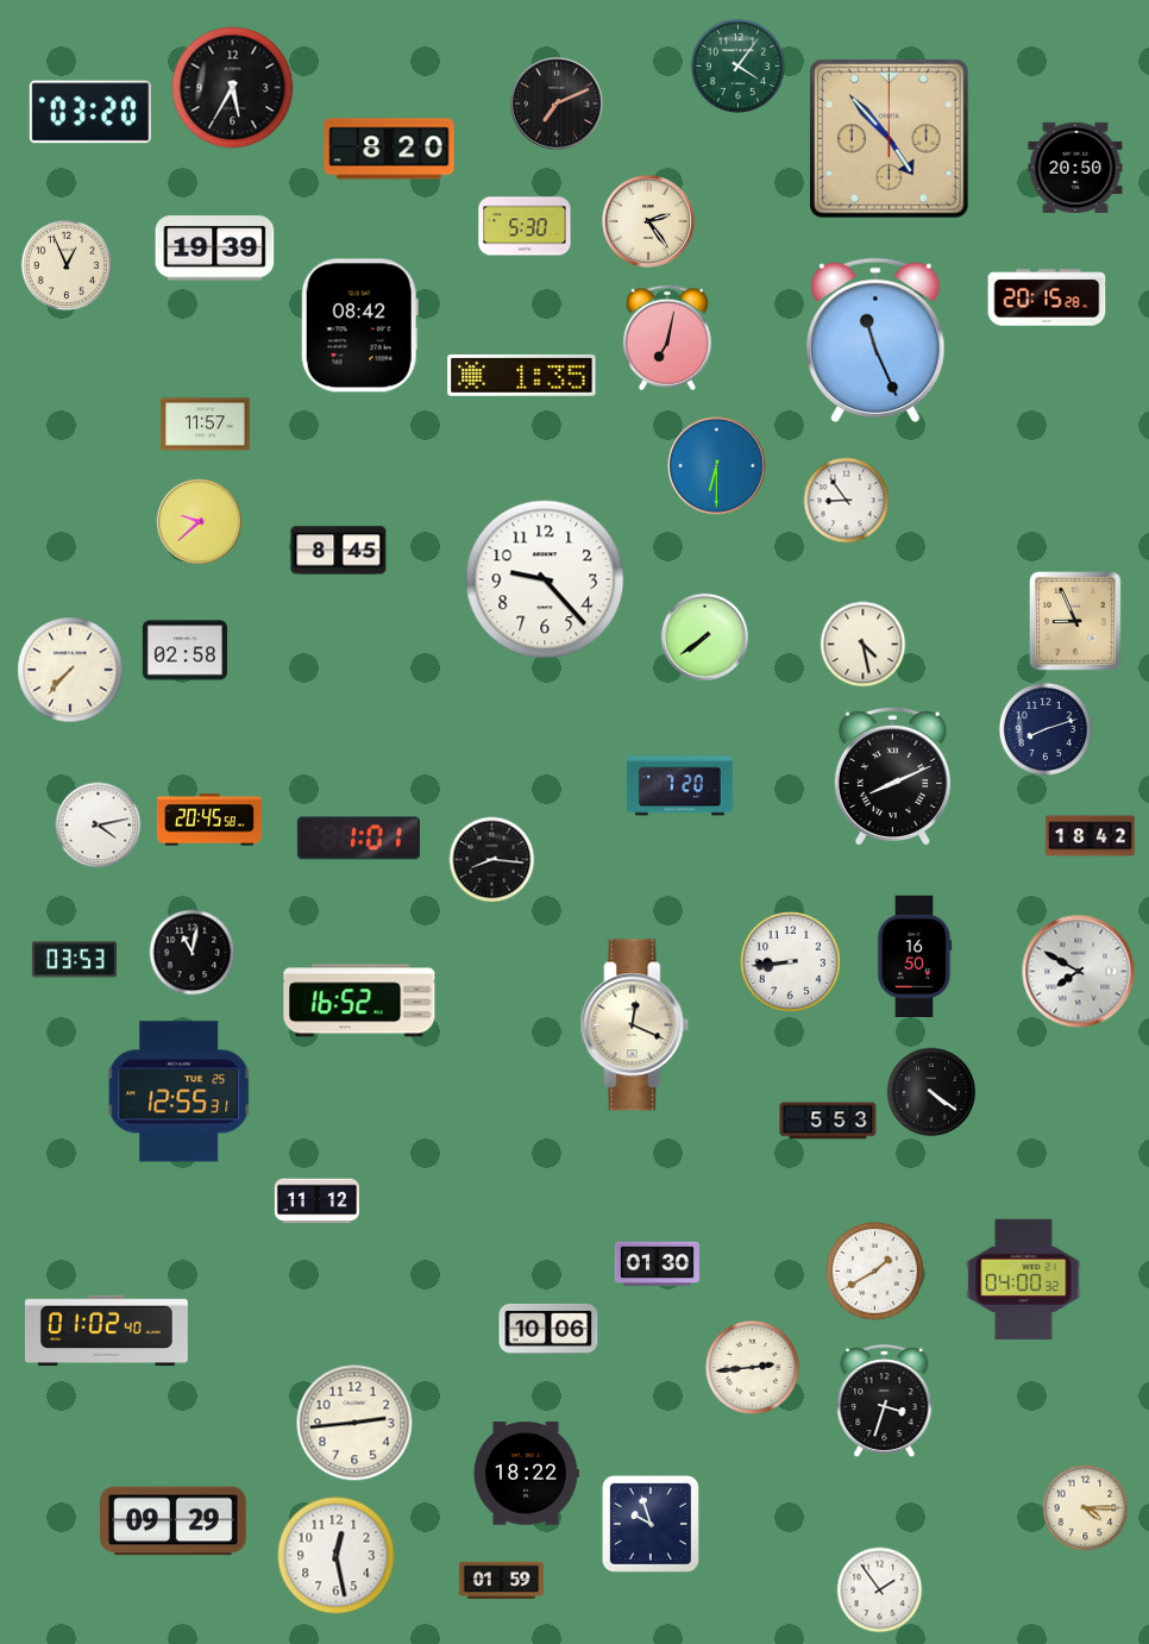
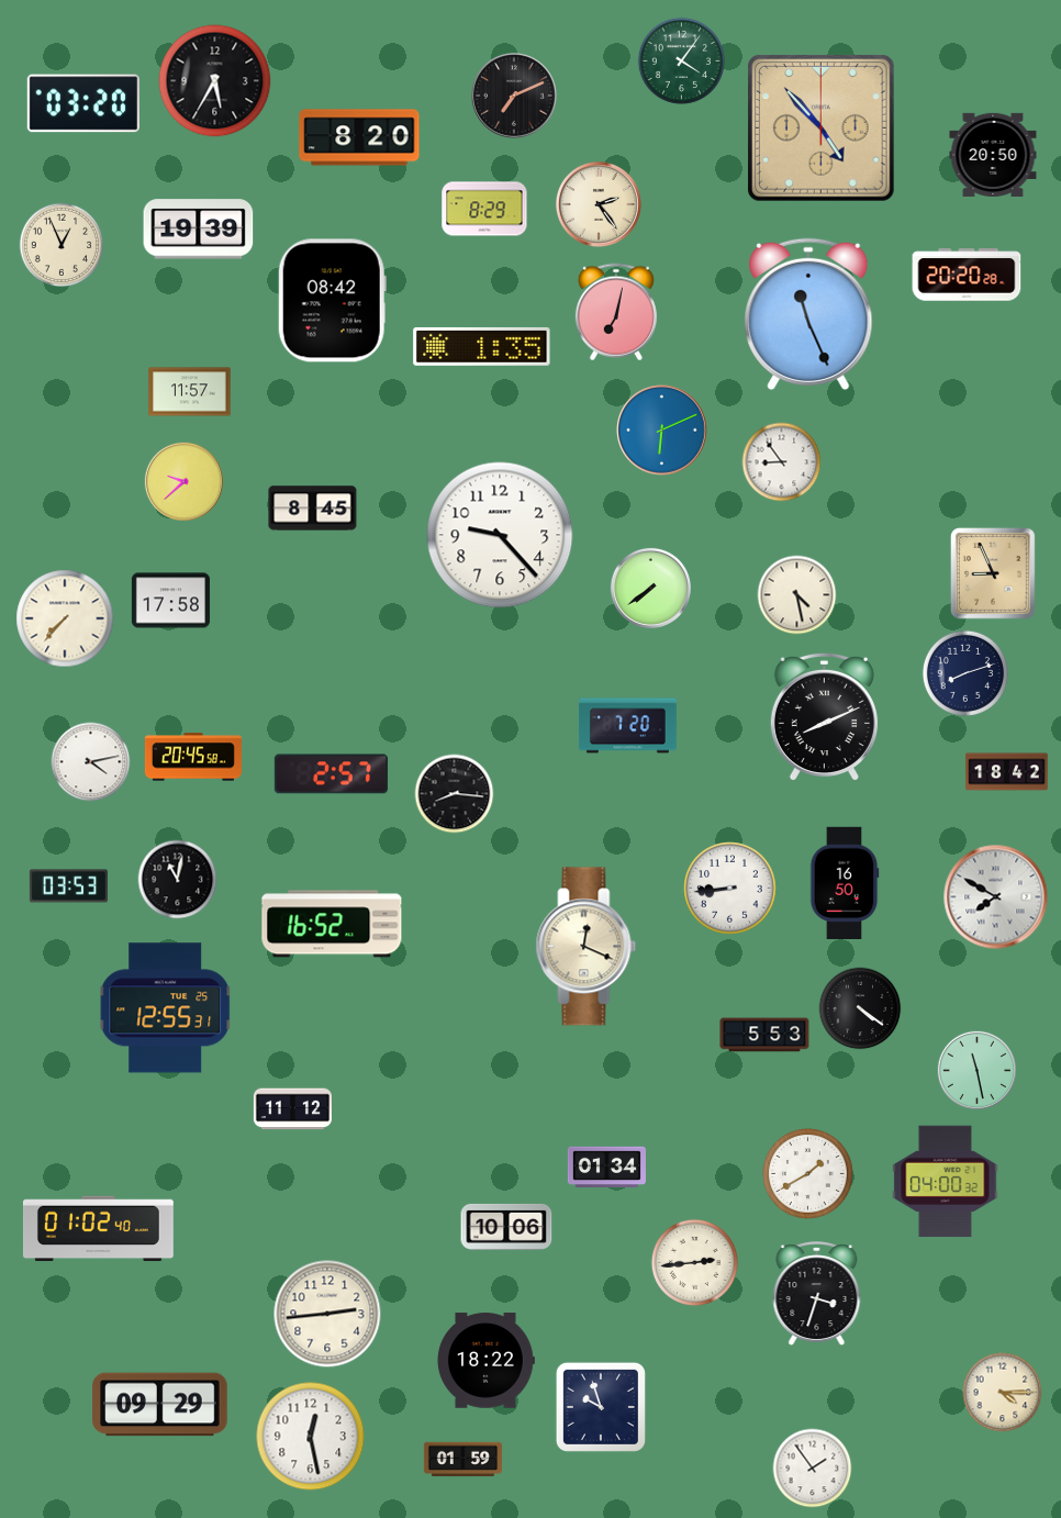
clock at (525, 226): 5:30 -> 8:29
clock at (1047, 297): 20:15 -> 20:20
clock at (717, 466): 6:30 -> 6:11
clock at (545, 579) position: (545, 579) -> (500, 535)
clock at (184, 651): 02:58 -> 17:58
clock at (358, 839): 1:01 -> 2:57
clock at (976, 1070): none -> 11:28
clock at (657, 1265): 01:30 -> 01:34
